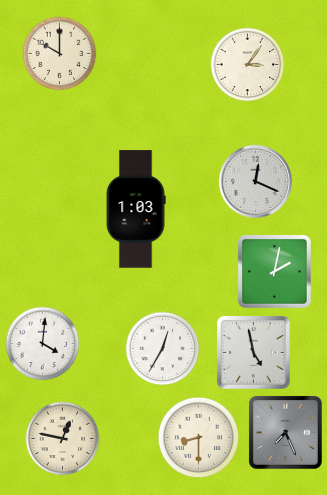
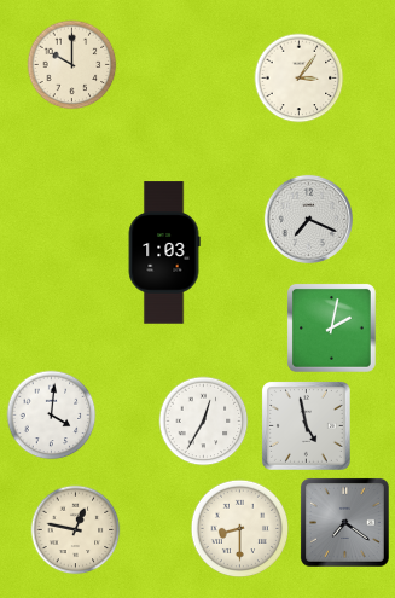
clock at (255, 181): 12:19 -> 7:19
clock at (163, 349) position: (163, 349) -> (204, 422)
clock at (286, 433): 7:26 -> 7:21
